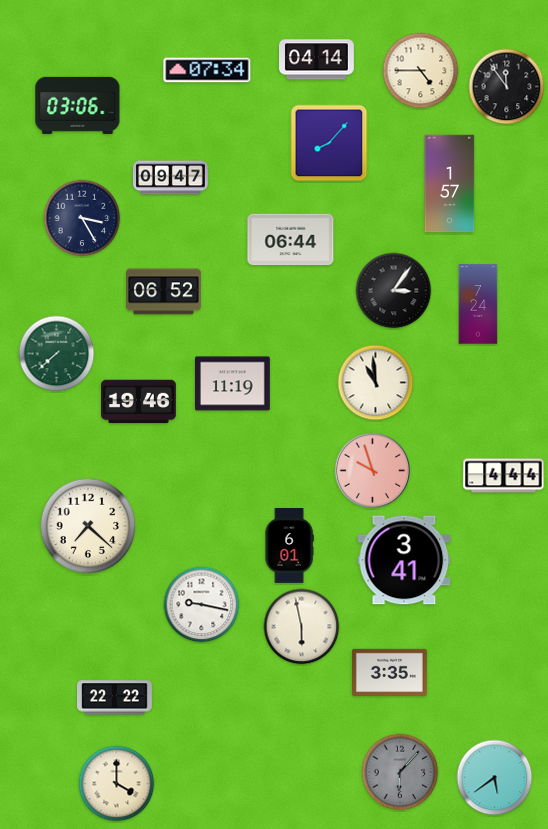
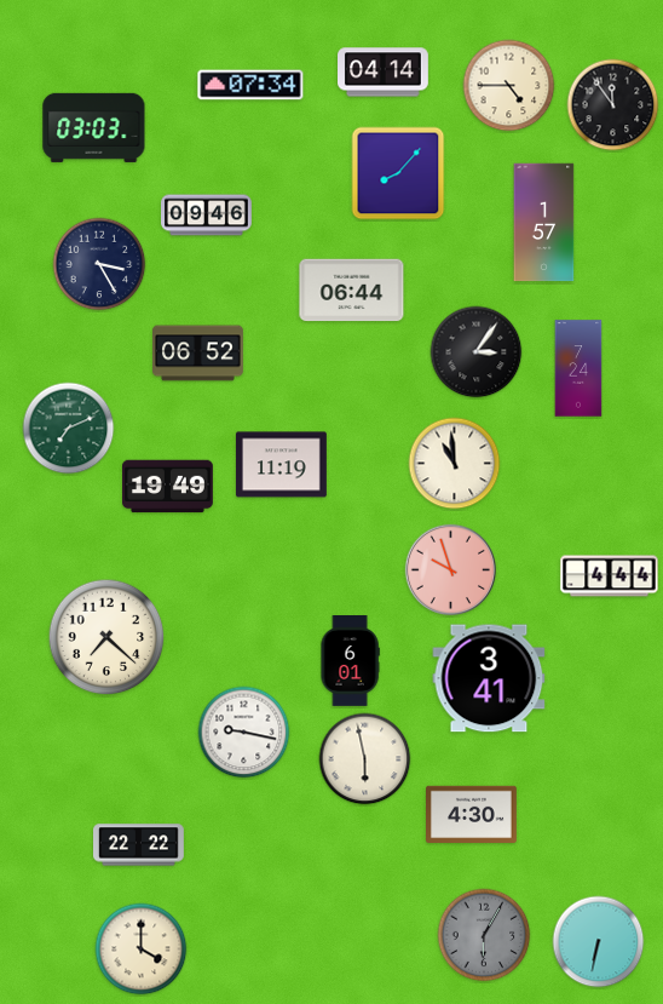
clock at (78, 105): 03:06 -> 03:03
clock at (171, 178): 09:47 -> 09:46
clock at (57, 354): 7:38 -> 7:11
clock at (139, 402): 19:46 -> 19:49
clock at (390, 672): 3:35 -> 4:30
clock at (400, 772): 6:07 -> 6:05
clock at (495, 778): 5:39 -> 6:32
